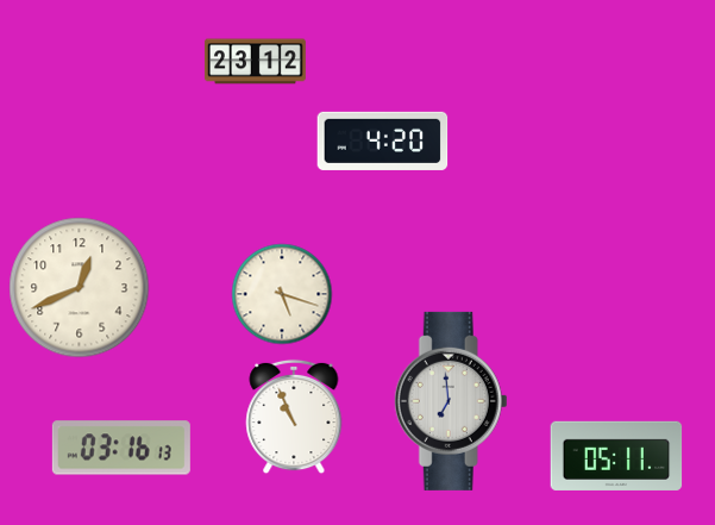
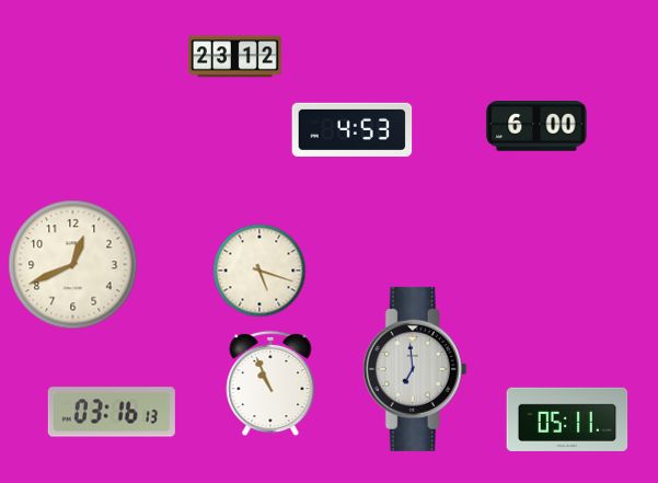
clock at (536, 127): none -> 6:00
clock at (383, 140): 4:20 -> 4:53
